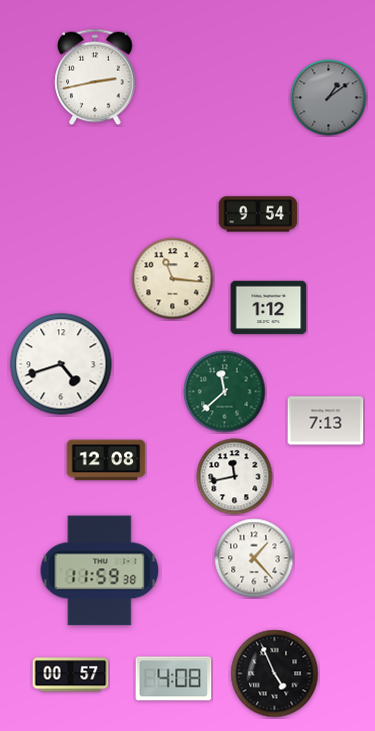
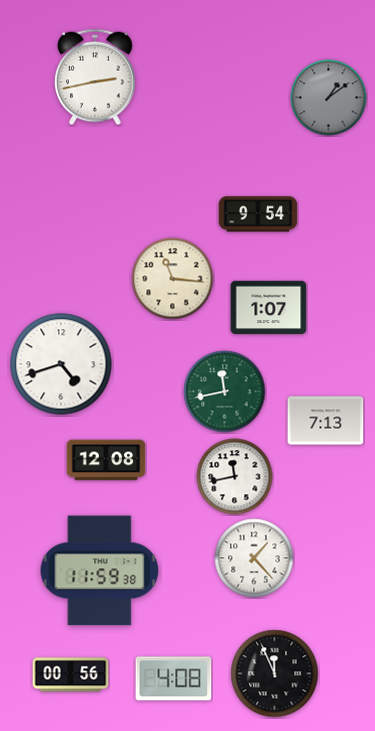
clock at (269, 308): 1:12 -> 1:07
clock at (225, 392): 11:38 -> 11:43
clock at (275, 674): 4:56 -> 11:56
clock at (71, 675): 00:57 -> 00:56
